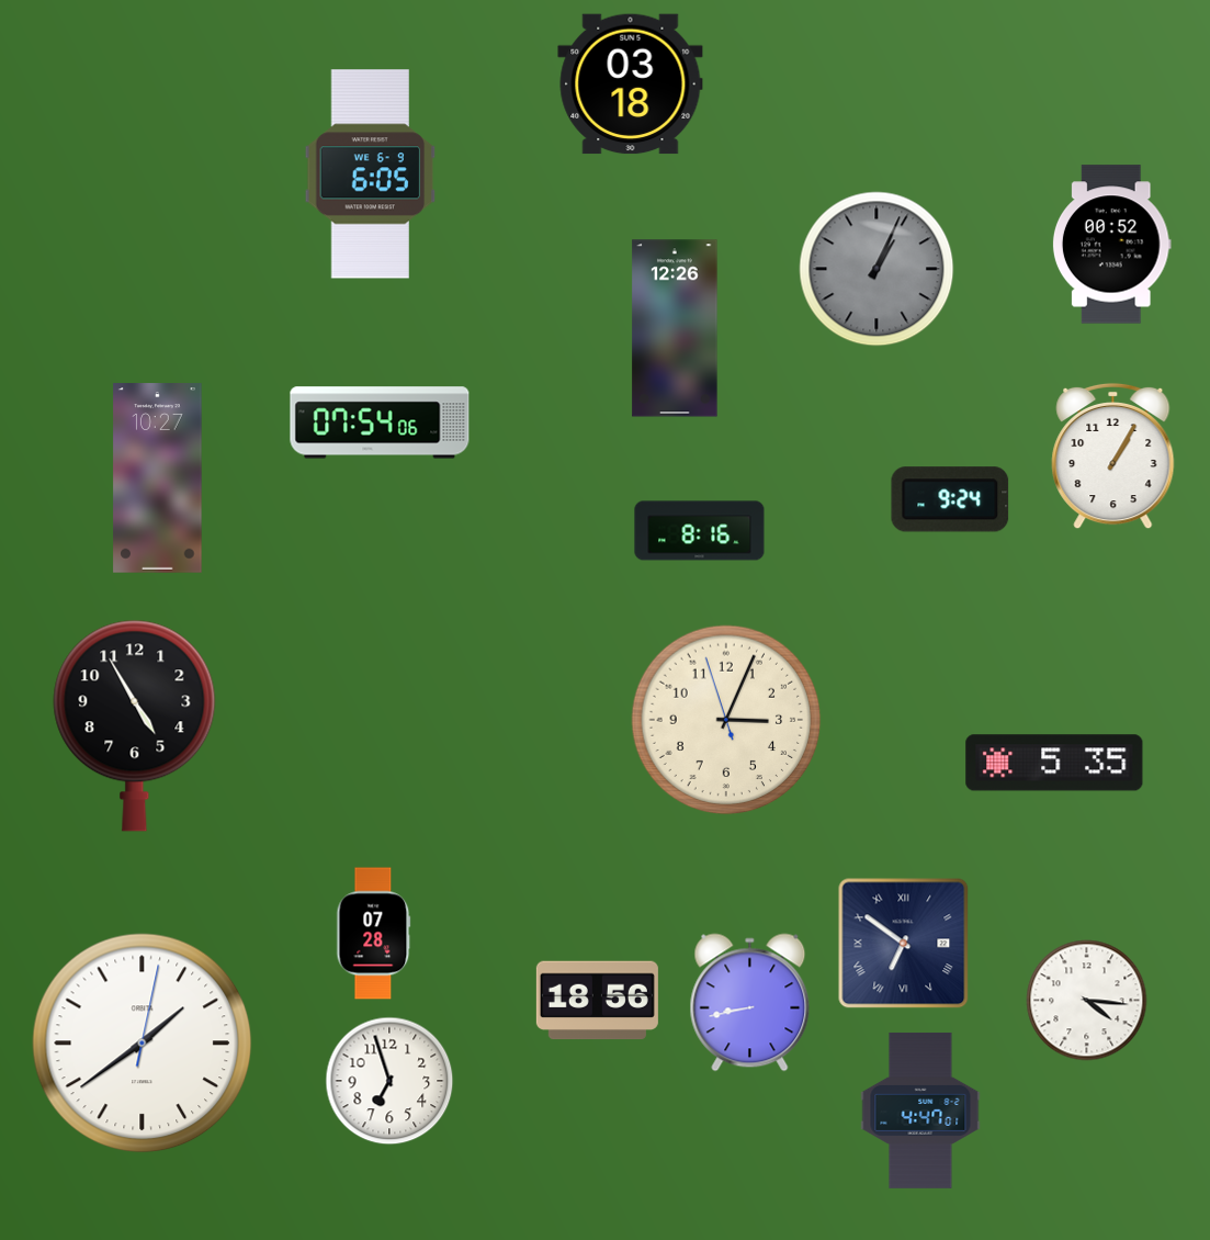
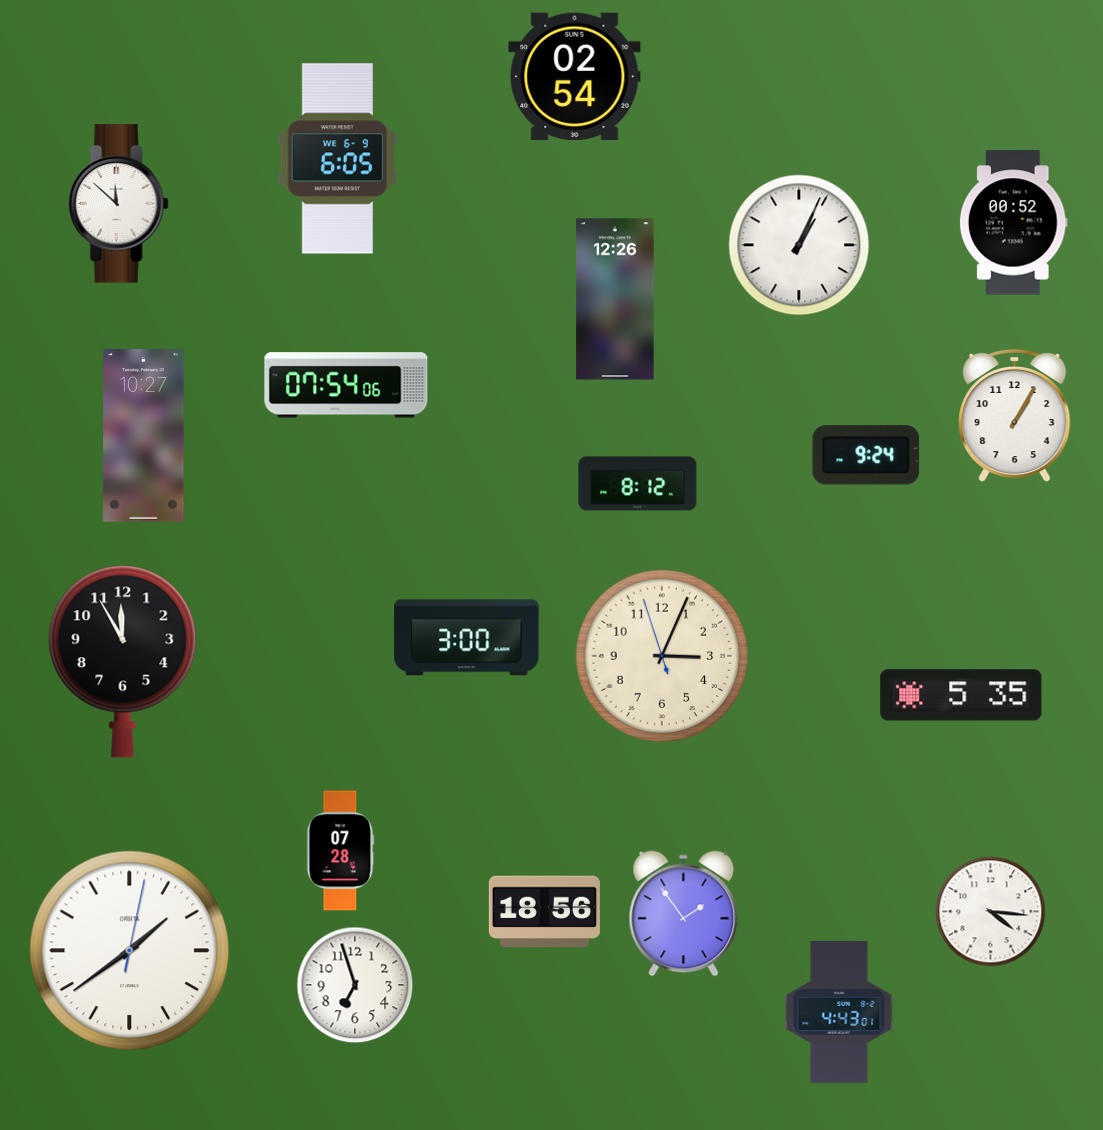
clock at (631, 84): 03:18 -> 02:54
clock at (118, 204): none -> 11:52
clock at (877, 269) dial: grey -> white
clock at (700, 531): 8:16 -> 8:12
clock at (467, 638): none -> 3:00
clock at (135, 725): 4:55 -> 11:55
clock at (904, 944): 6:51 -> none
clock at (750, 1003): 8:43 -> 1:54
clock at (920, 1111): 4:47 -> 4:43
